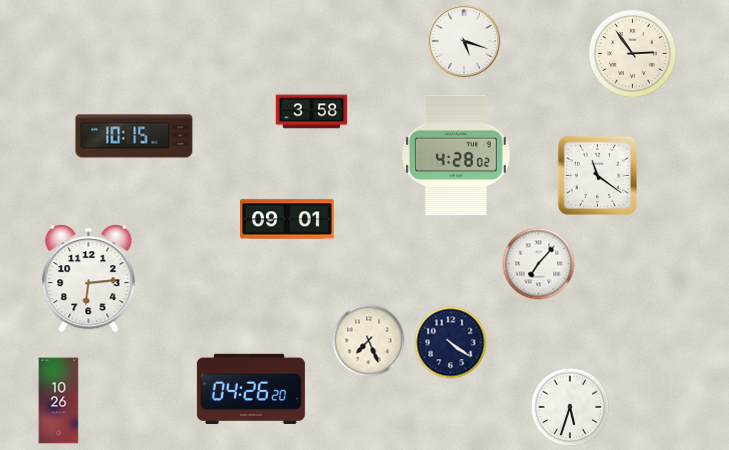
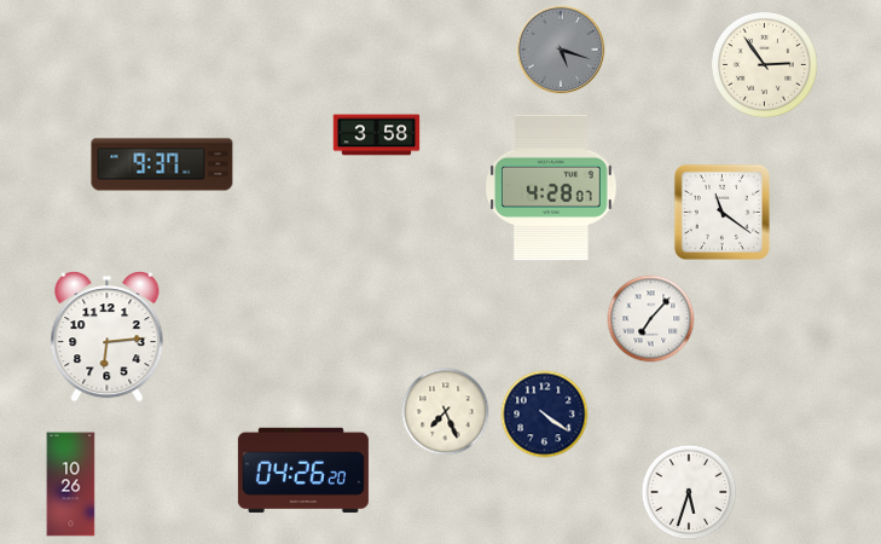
clock at (464, 41) dial: white -> grey
clock at (134, 136): 10:15 -> 9:37
clock at (457, 155): 4:28:02 -> 4:28:07
clock at (287, 219): 09:01 -> none
